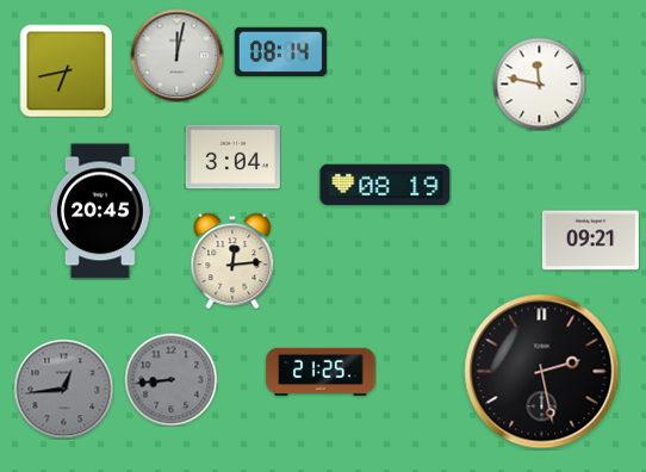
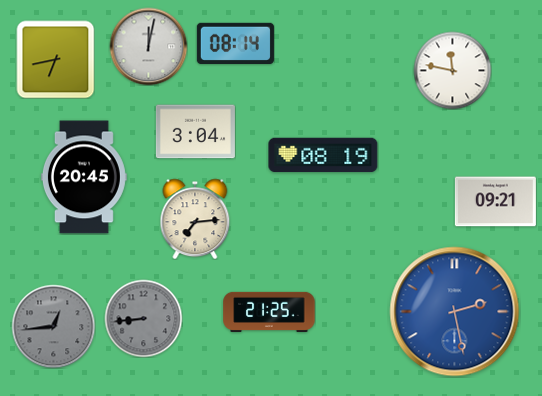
clock at (232, 261): 12:14 -> 7:14
clock at (542, 372) dial: black -> blue
